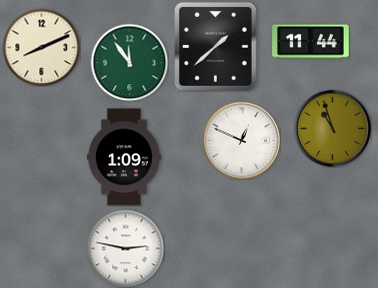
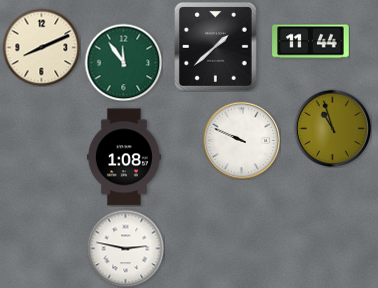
clock at (129, 62) position: (129, 62) -> (123, 62)
clock at (241, 140): 12:49 -> 9:49
clock at (124, 157): 1:09 -> 1:08
